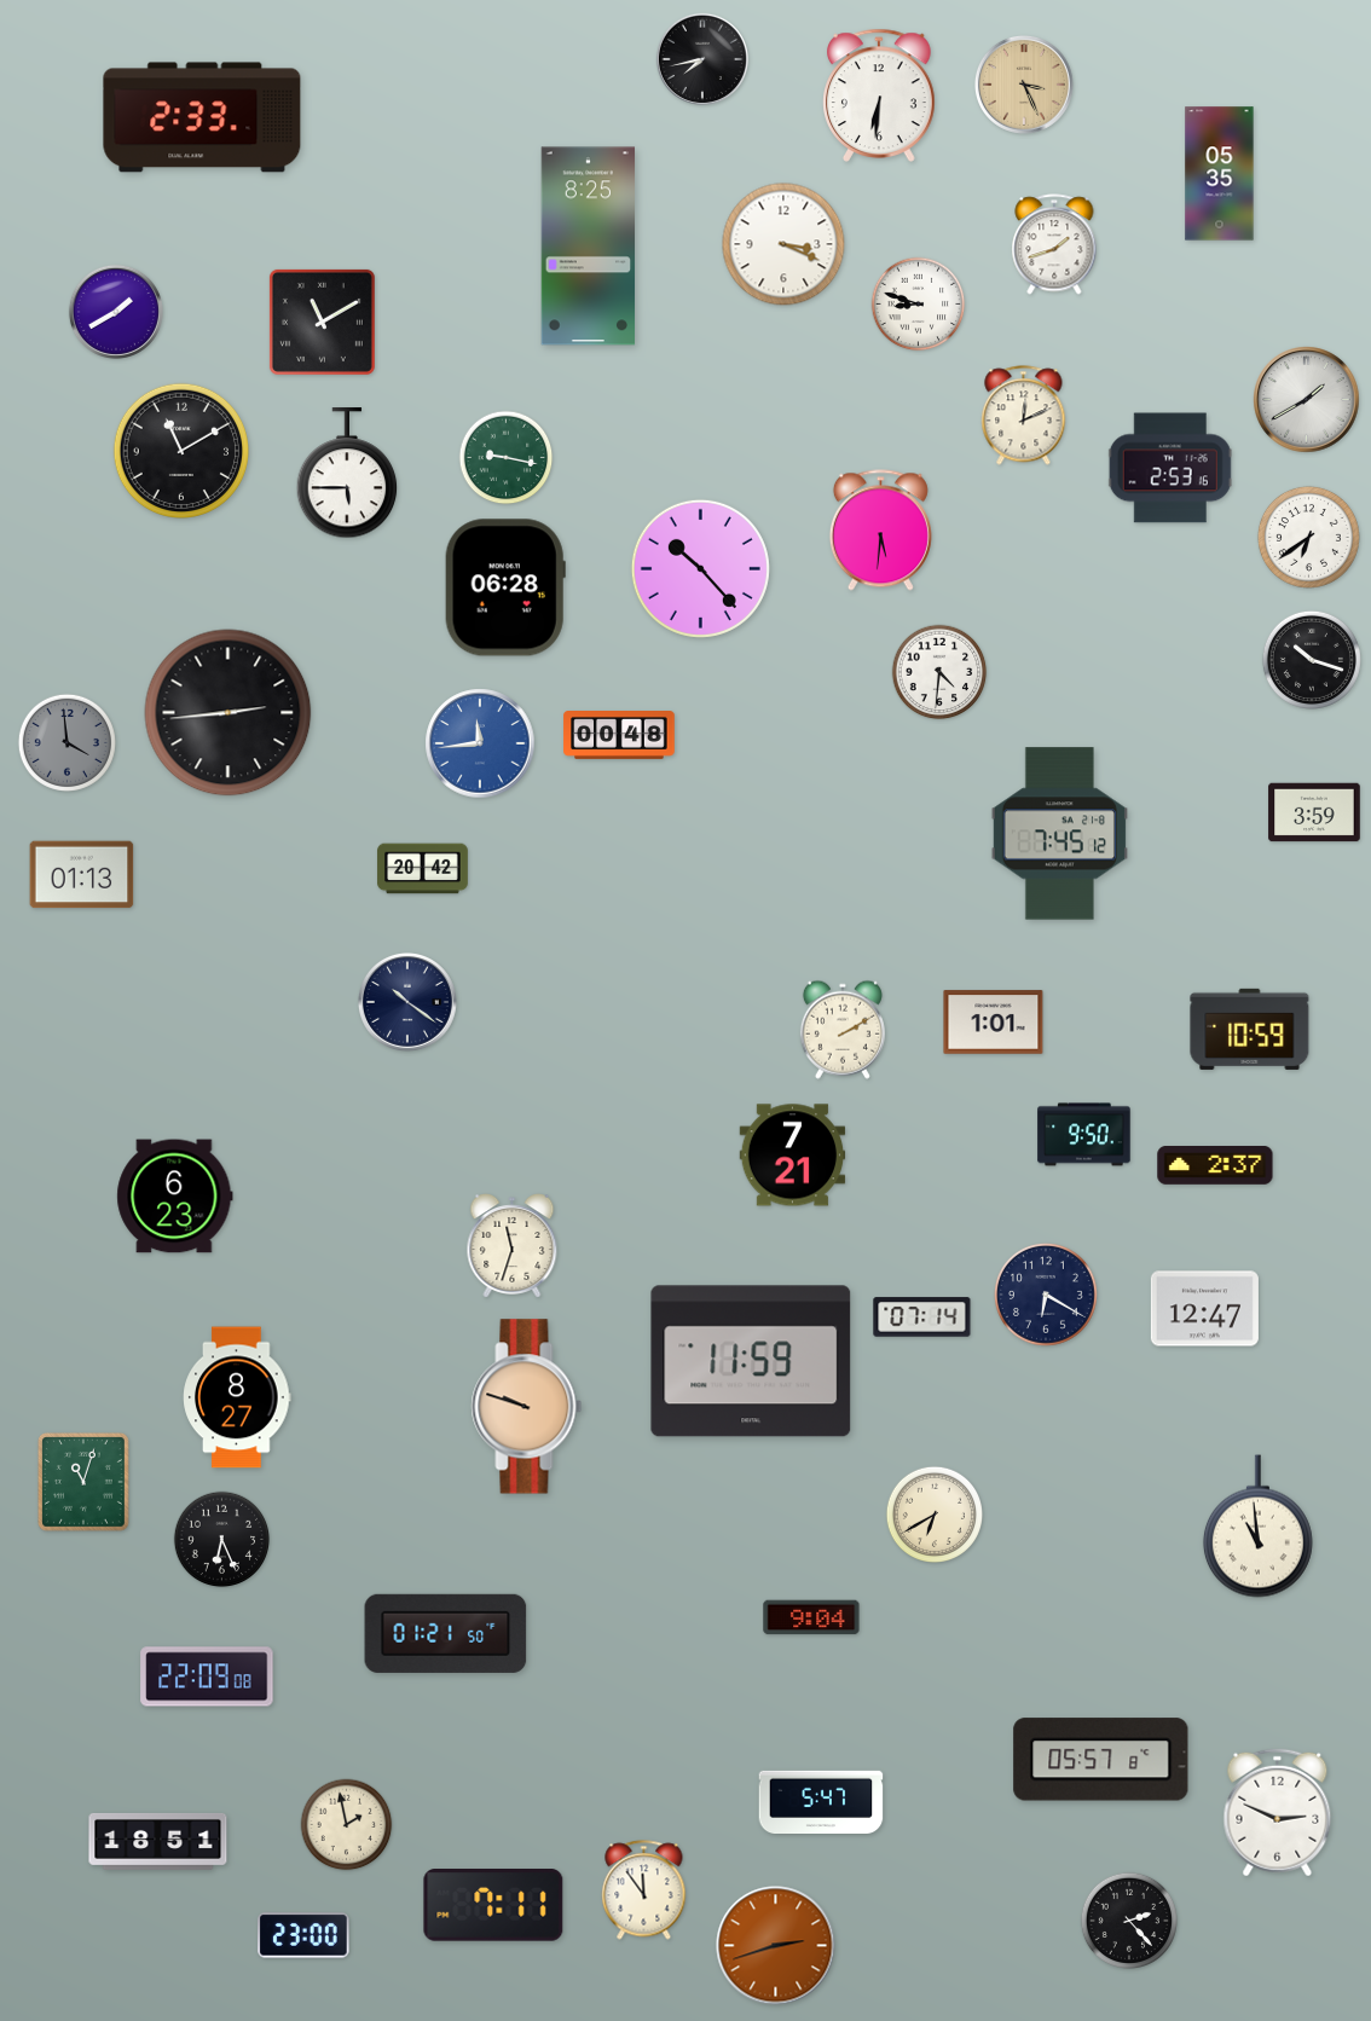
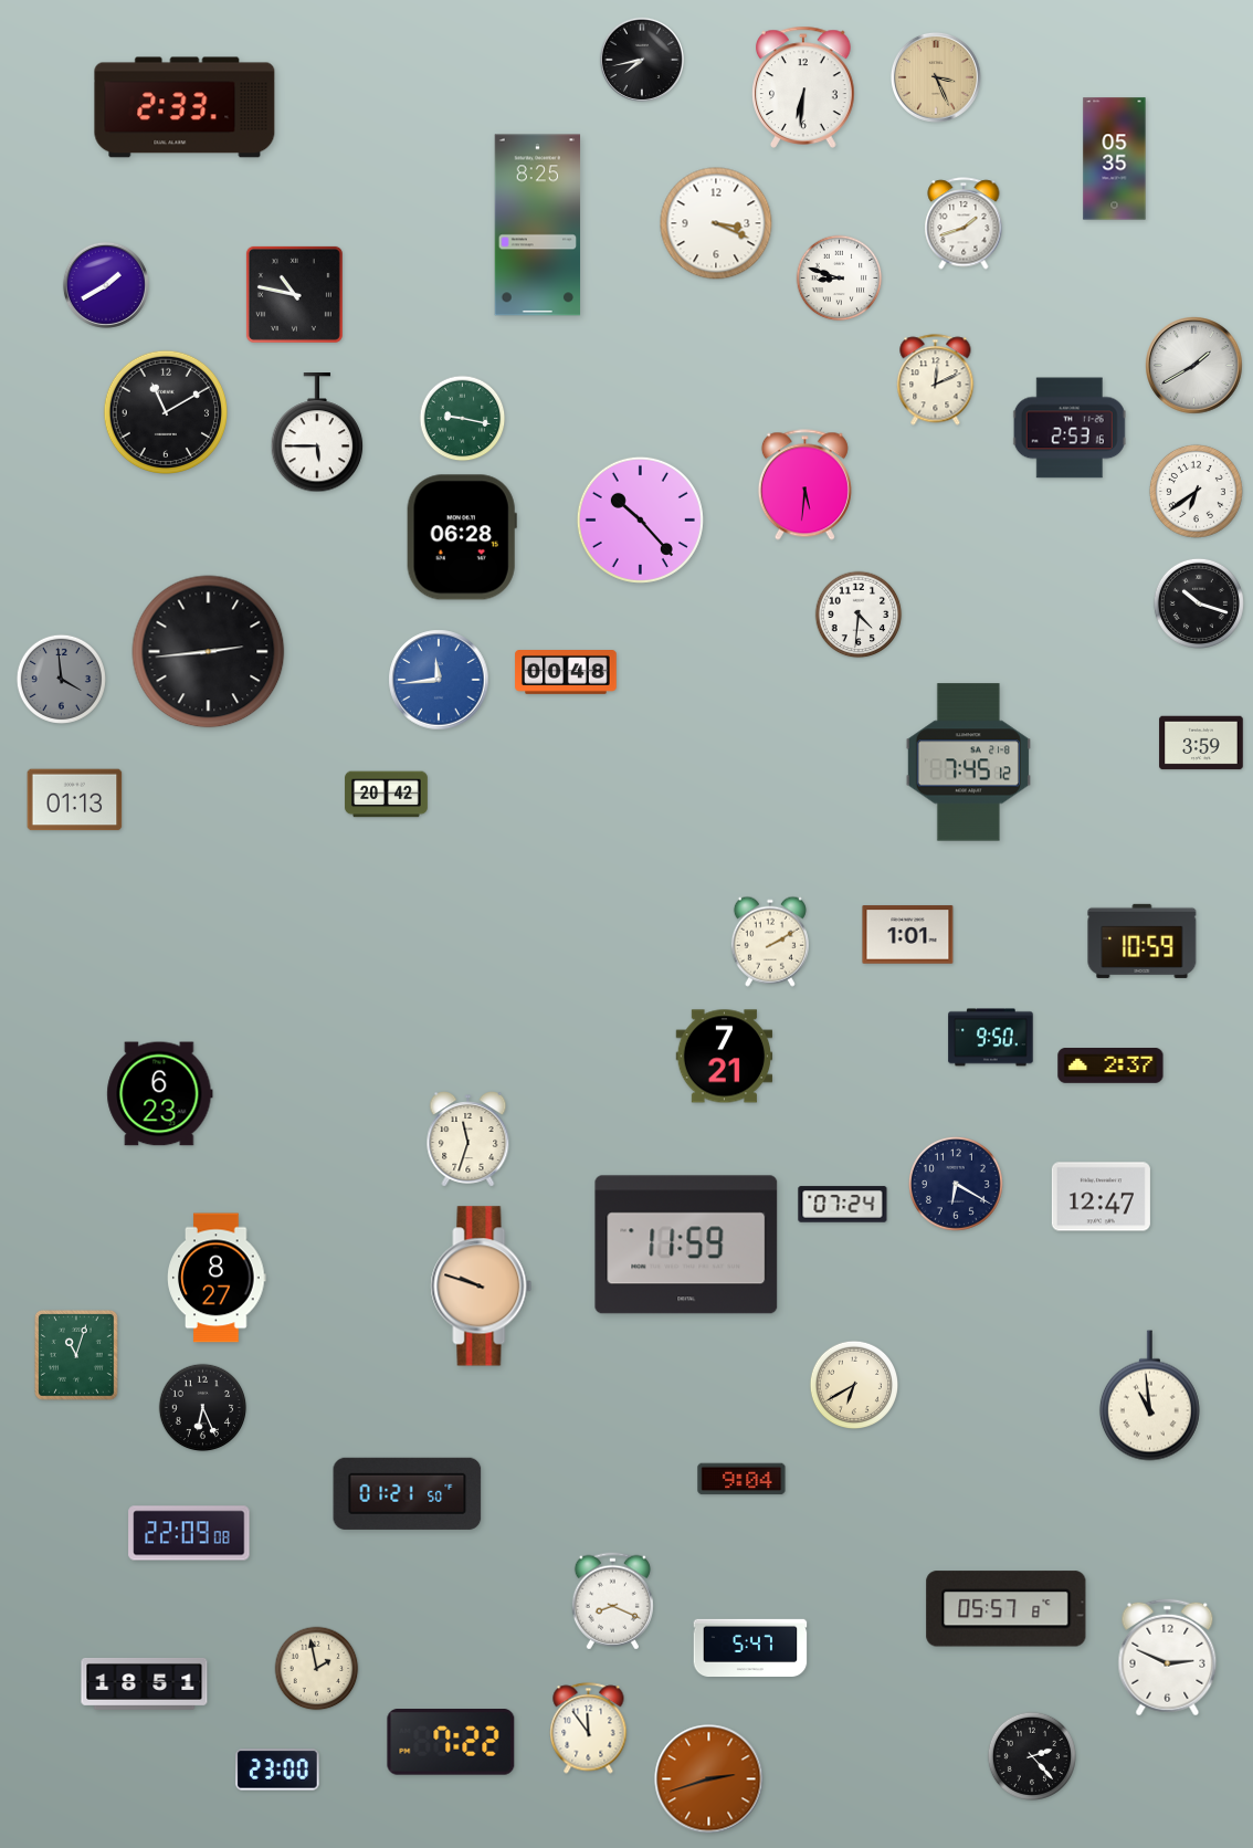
clock at (702, 59) position: (702, 59) -> (642, 60)
clock at (322, 322): 11:10 -> 10:47
clock at (407, 1002): 10:21 -> none
clock at (922, 1318): 07:14 -> 07:24
clock at (612, 1602): none -> 8:19
clock at (493, 1905): 7:11 -> 7:22
